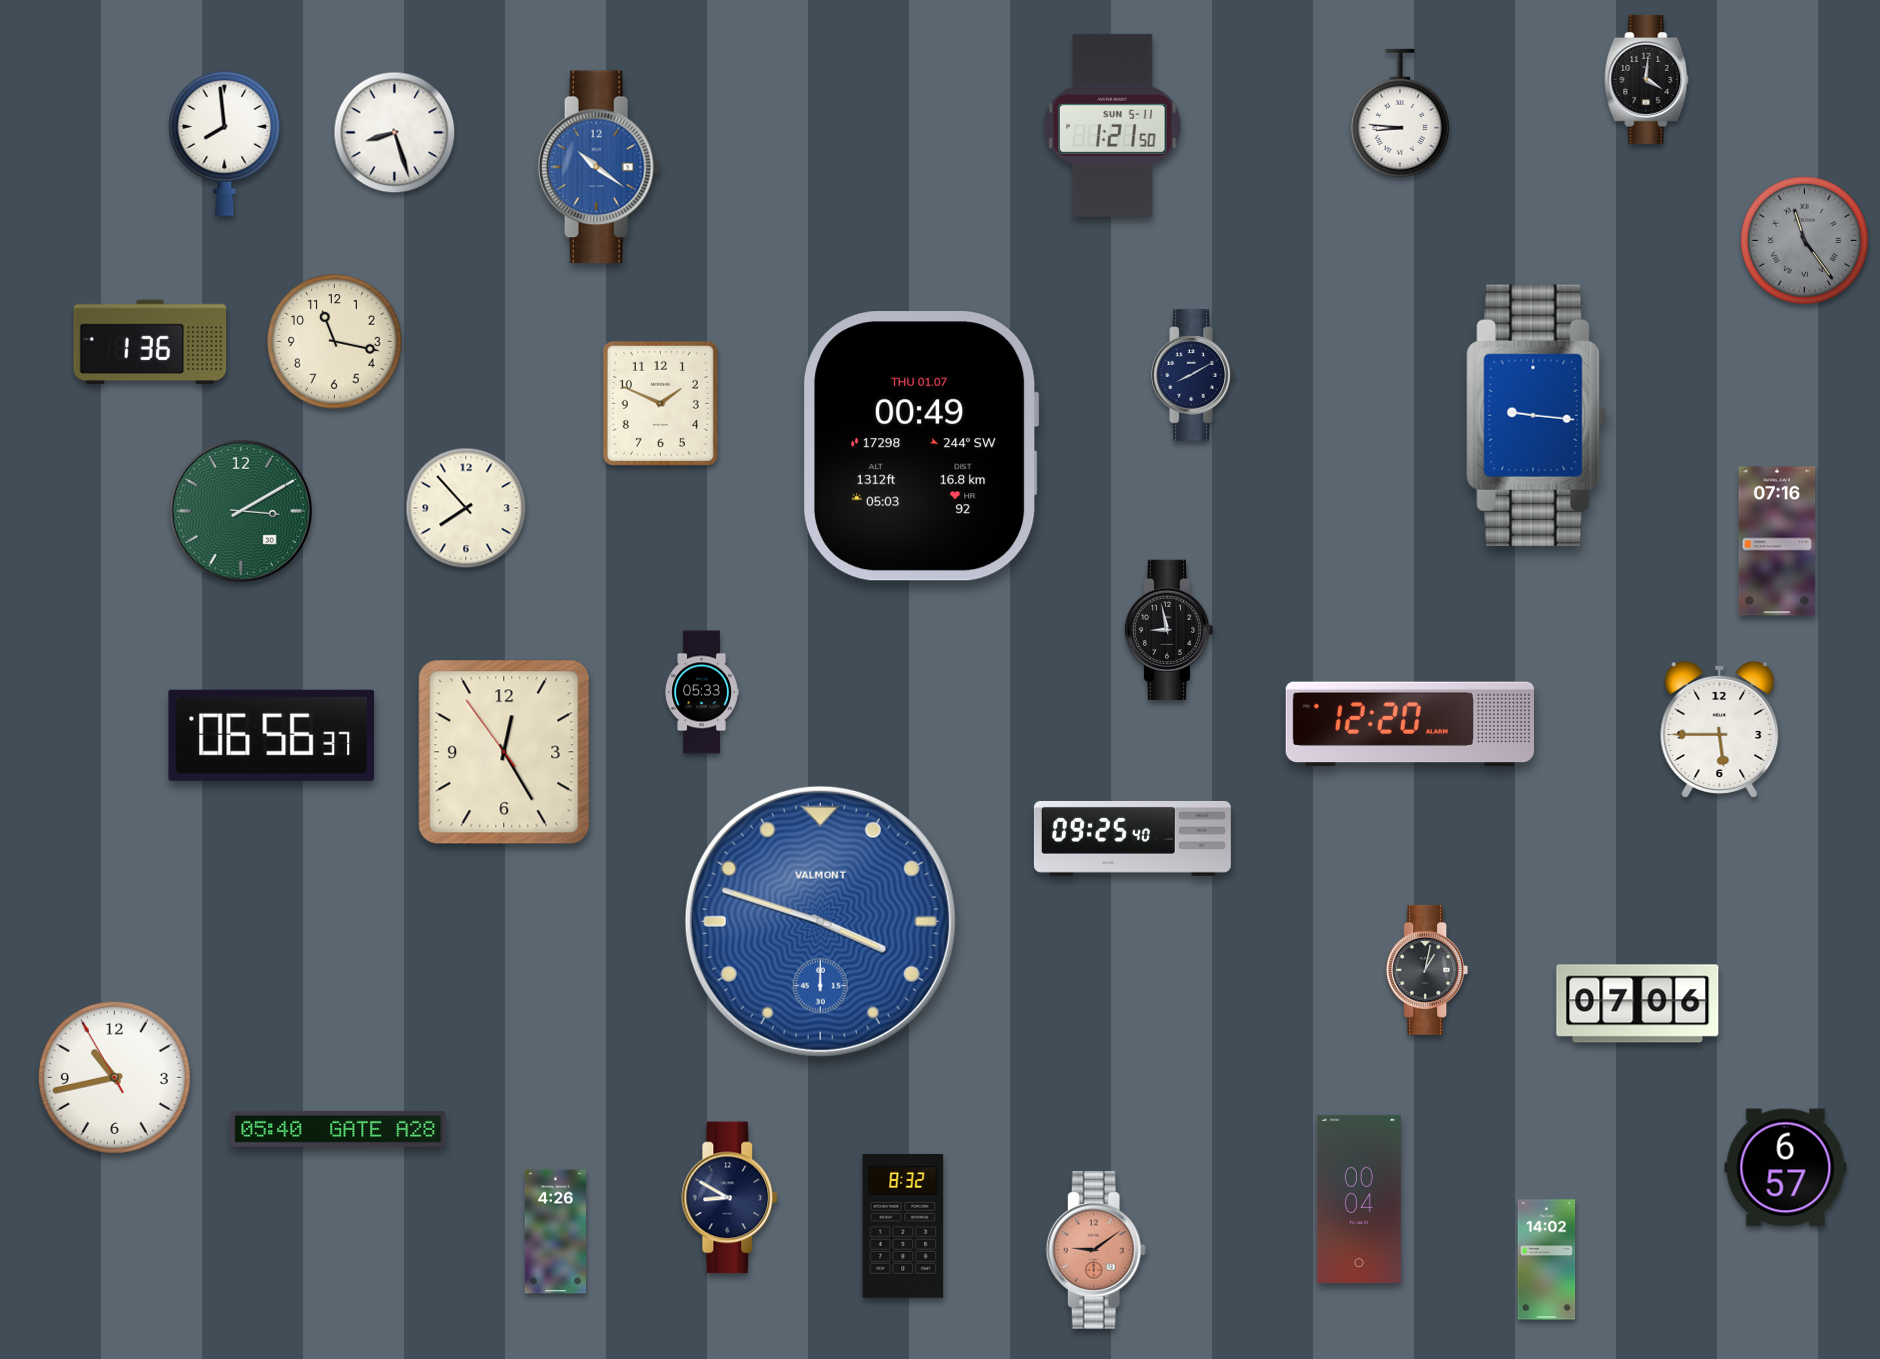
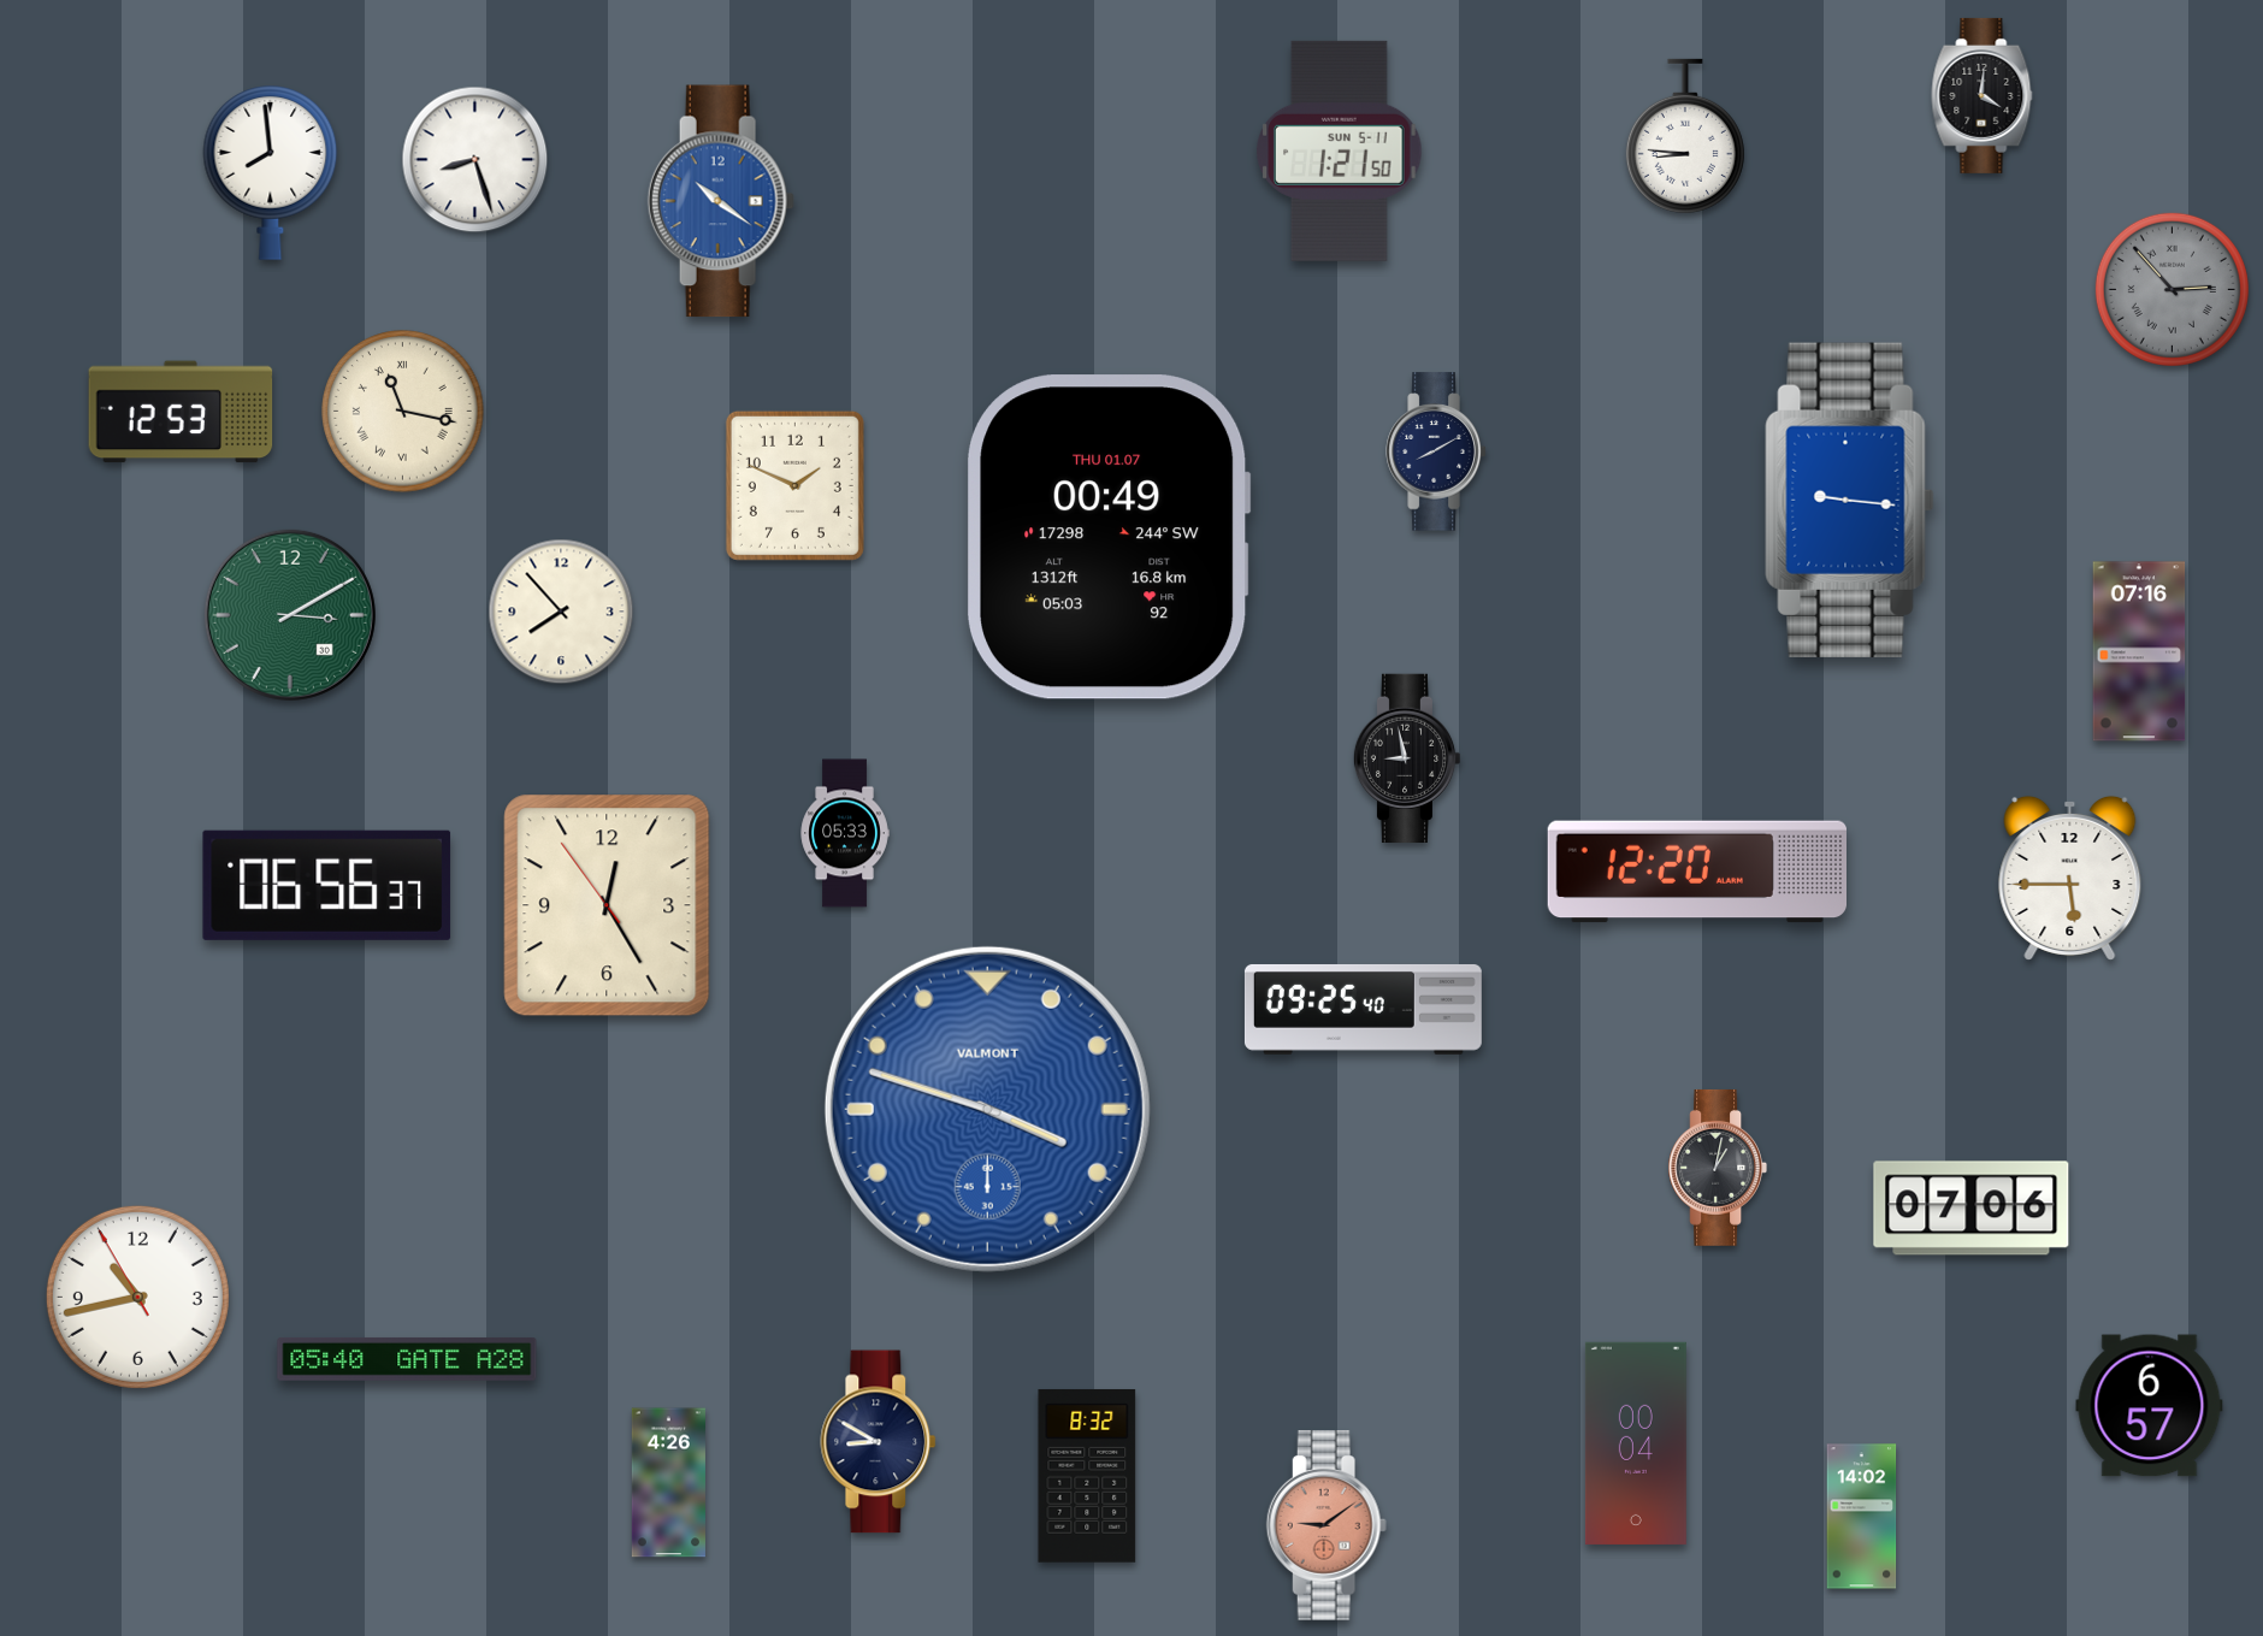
clock at (1804, 240): 11:24 -> 2:53
clock at (150, 342): 1:36 -> 12:53
clock at (335, 342) numerals: Arabic -> Roman
clock at (1096, 1251) position: (1096, 1251) -> (1327, 1526)
